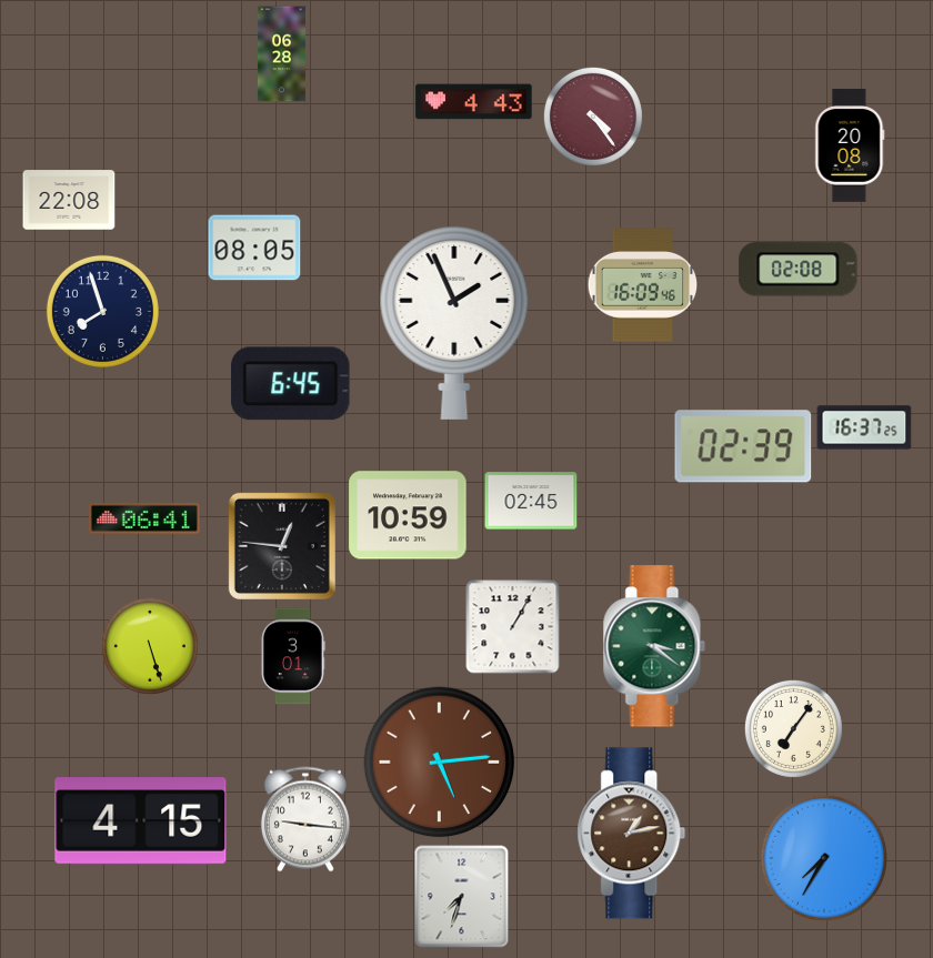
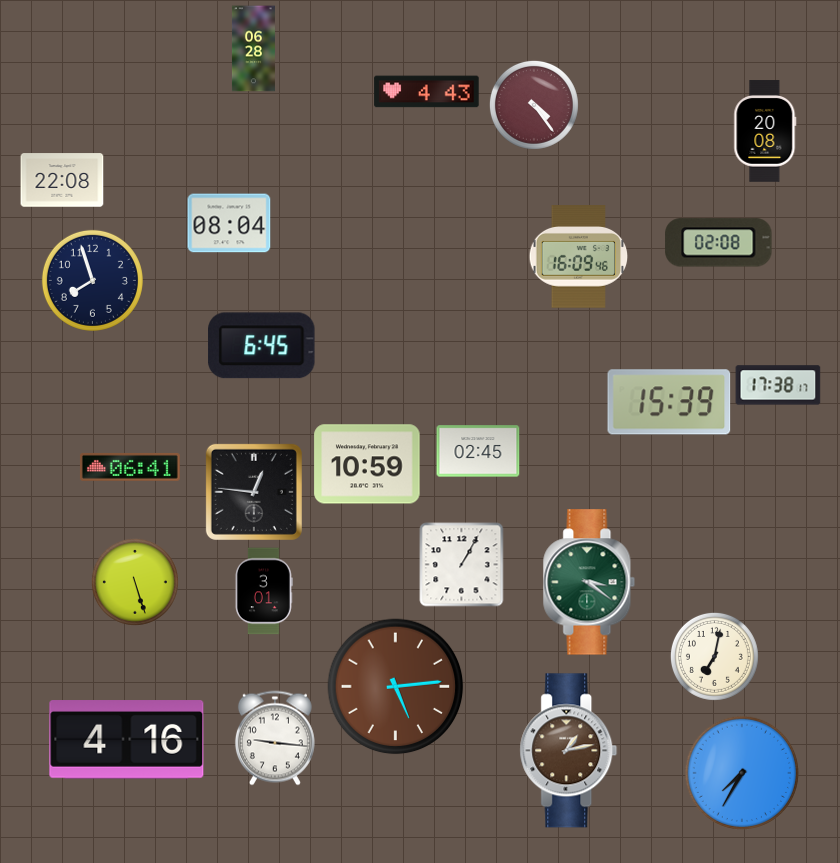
clock at (254, 248): 08:05 -> 08:04
clock at (454, 322): 1:56 -> none
clock at (864, 427): 16:37 -> 17:38
clock at (743, 446): 02:39 -> 15:39
clock at (793, 728): 7:06 -> 7:02
clock at (141, 821): 4:15 -> 4:16
clock at (462, 897): 7:33 -> none
